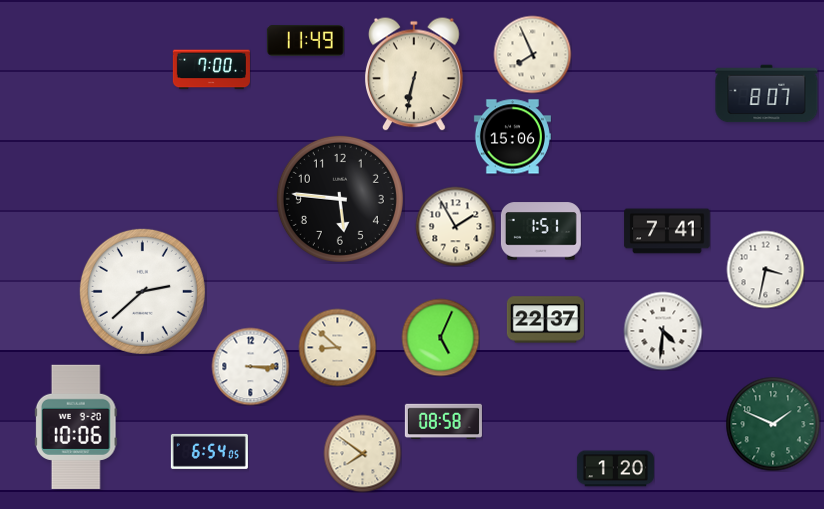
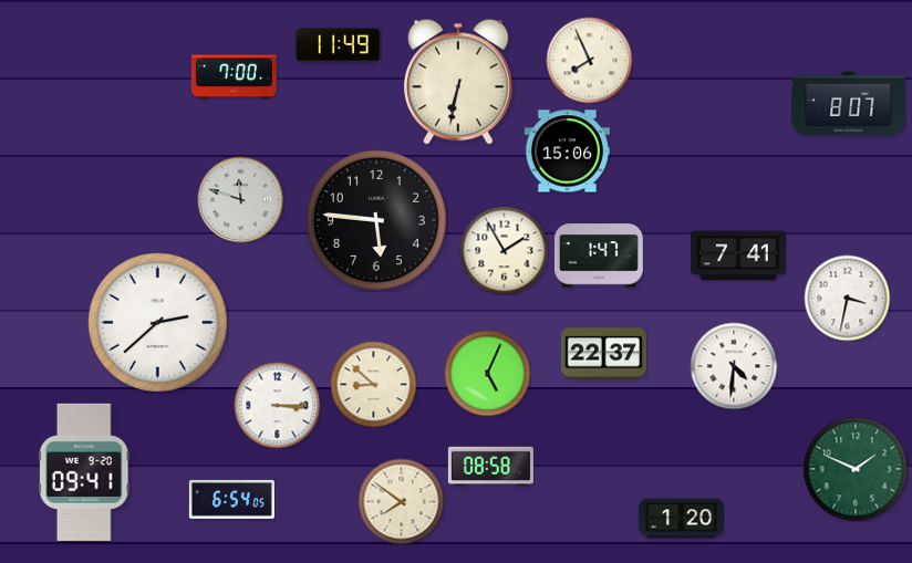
clock at (240, 199): none -> 11:48
clock at (541, 231): 1:51 -> 1:47
clock at (76, 427): 10:06 -> 09:41
